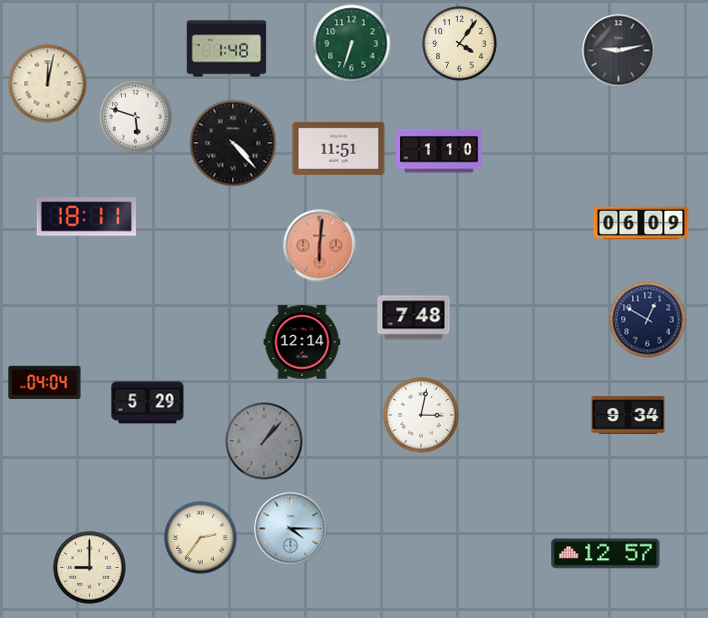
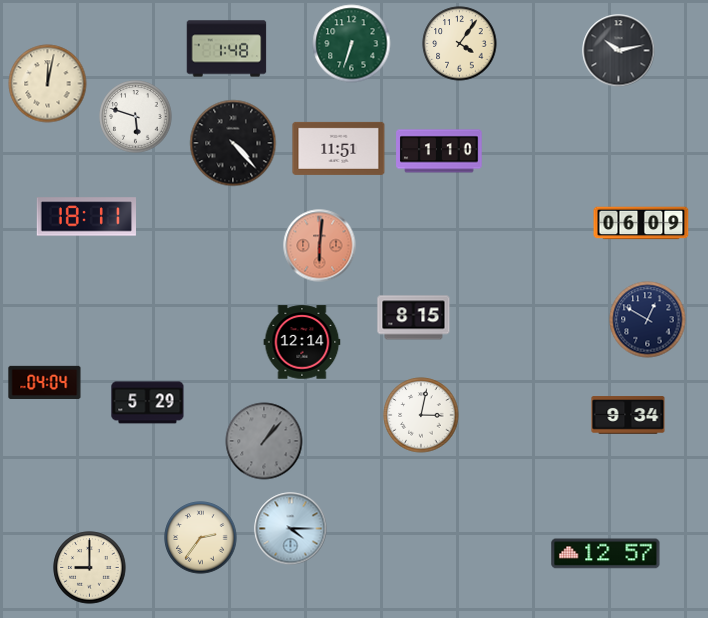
clock at (619, 51): 9:13 -> 10:13
clock at (414, 318): 7:48 -> 8:15
